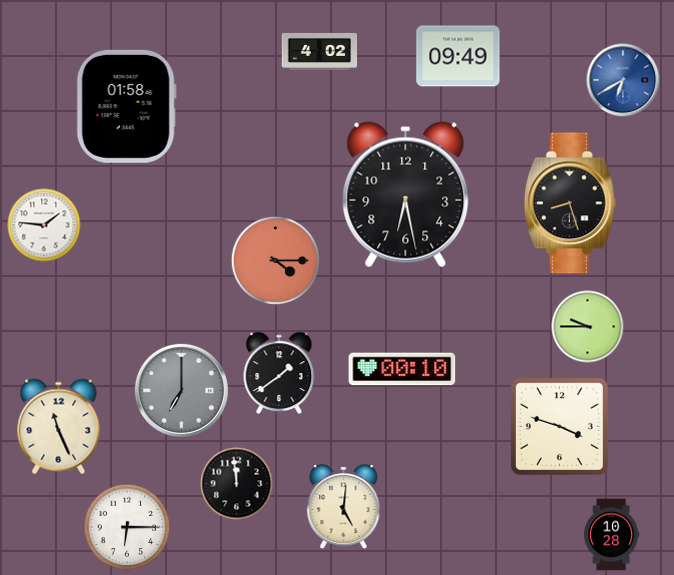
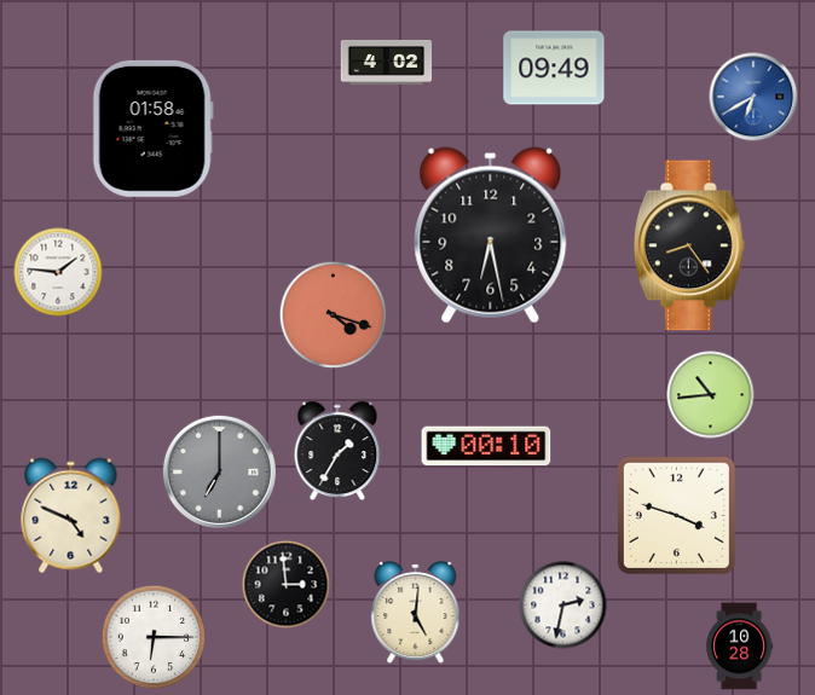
clock at (570, 203): 8:27 -> 8:24
clock at (44, 225) position: (44, 225) -> (58, 272)
clock at (276, 261): 4:15 -> 4:18
clock at (588, 327): 9:45 -> 10:44
clock at (279, 373): 1:39 -> 1:35
clock at (59, 427): 11:26 -> 4:49
clock at (237, 484): 11:59 -> 2:59
clock at (563, 606): none -> 2:32
